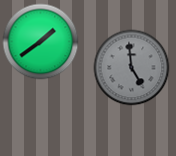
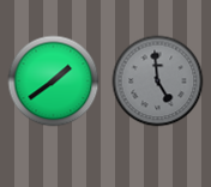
clock at (41, 42) position: (41, 42) -> (54, 82)
